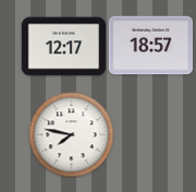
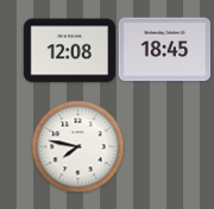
clock at (150, 46): 18:57 -> 18:45
clock at (63, 47): 12:17 -> 12:08
